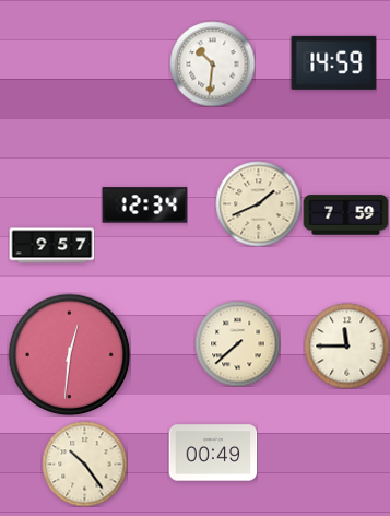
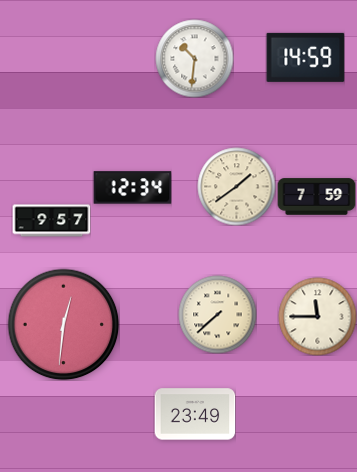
clock at (258, 203): 1:41 -> 1:39
clock at (51, 246) position: (51, 246) -> (51, 221)
clock at (213, 453): 00:49 -> 23:49
clock at (84, 464): 10:24 -> none
